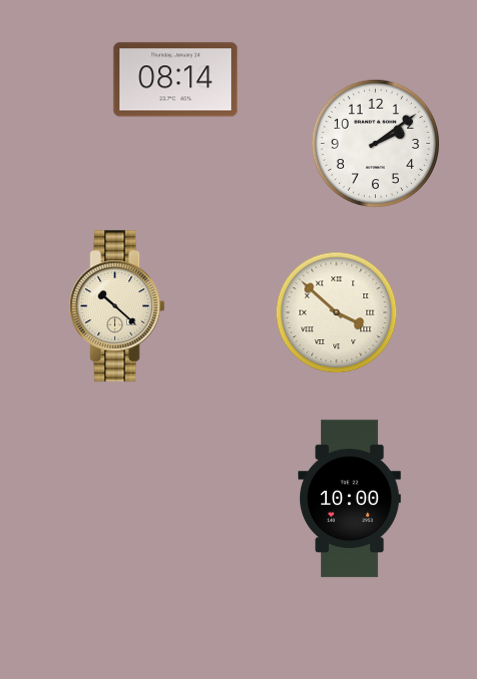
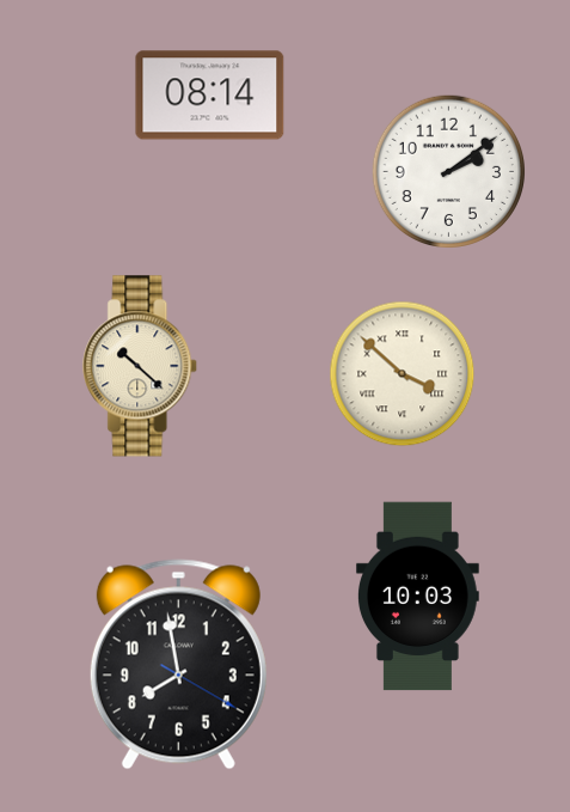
clock at (349, 499): 10:00 -> 10:03
clock at (178, 665): none -> 7:58
